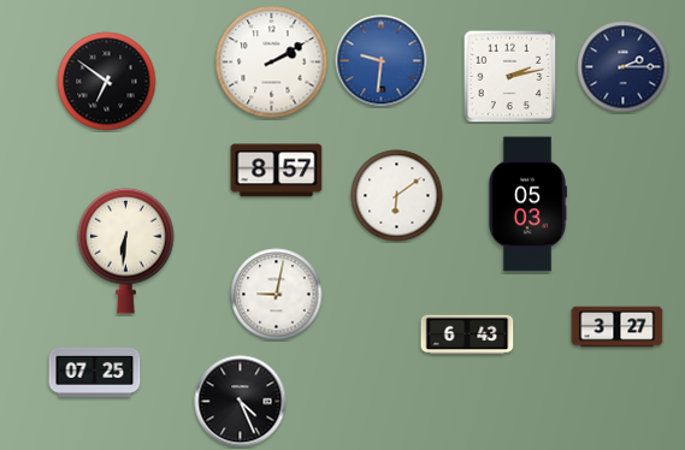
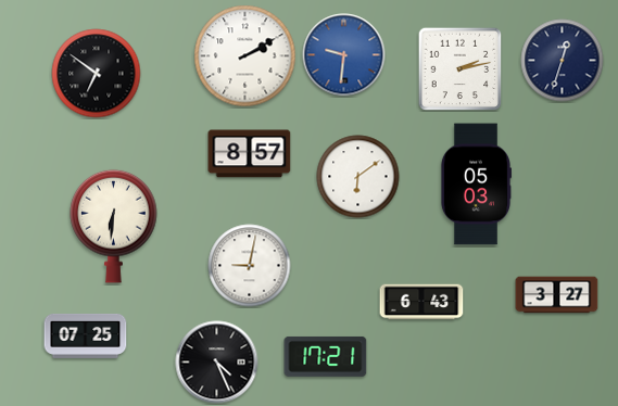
clock at (624, 67): 2:15 -> 12:33
clock at (326, 356): none -> 17:21
